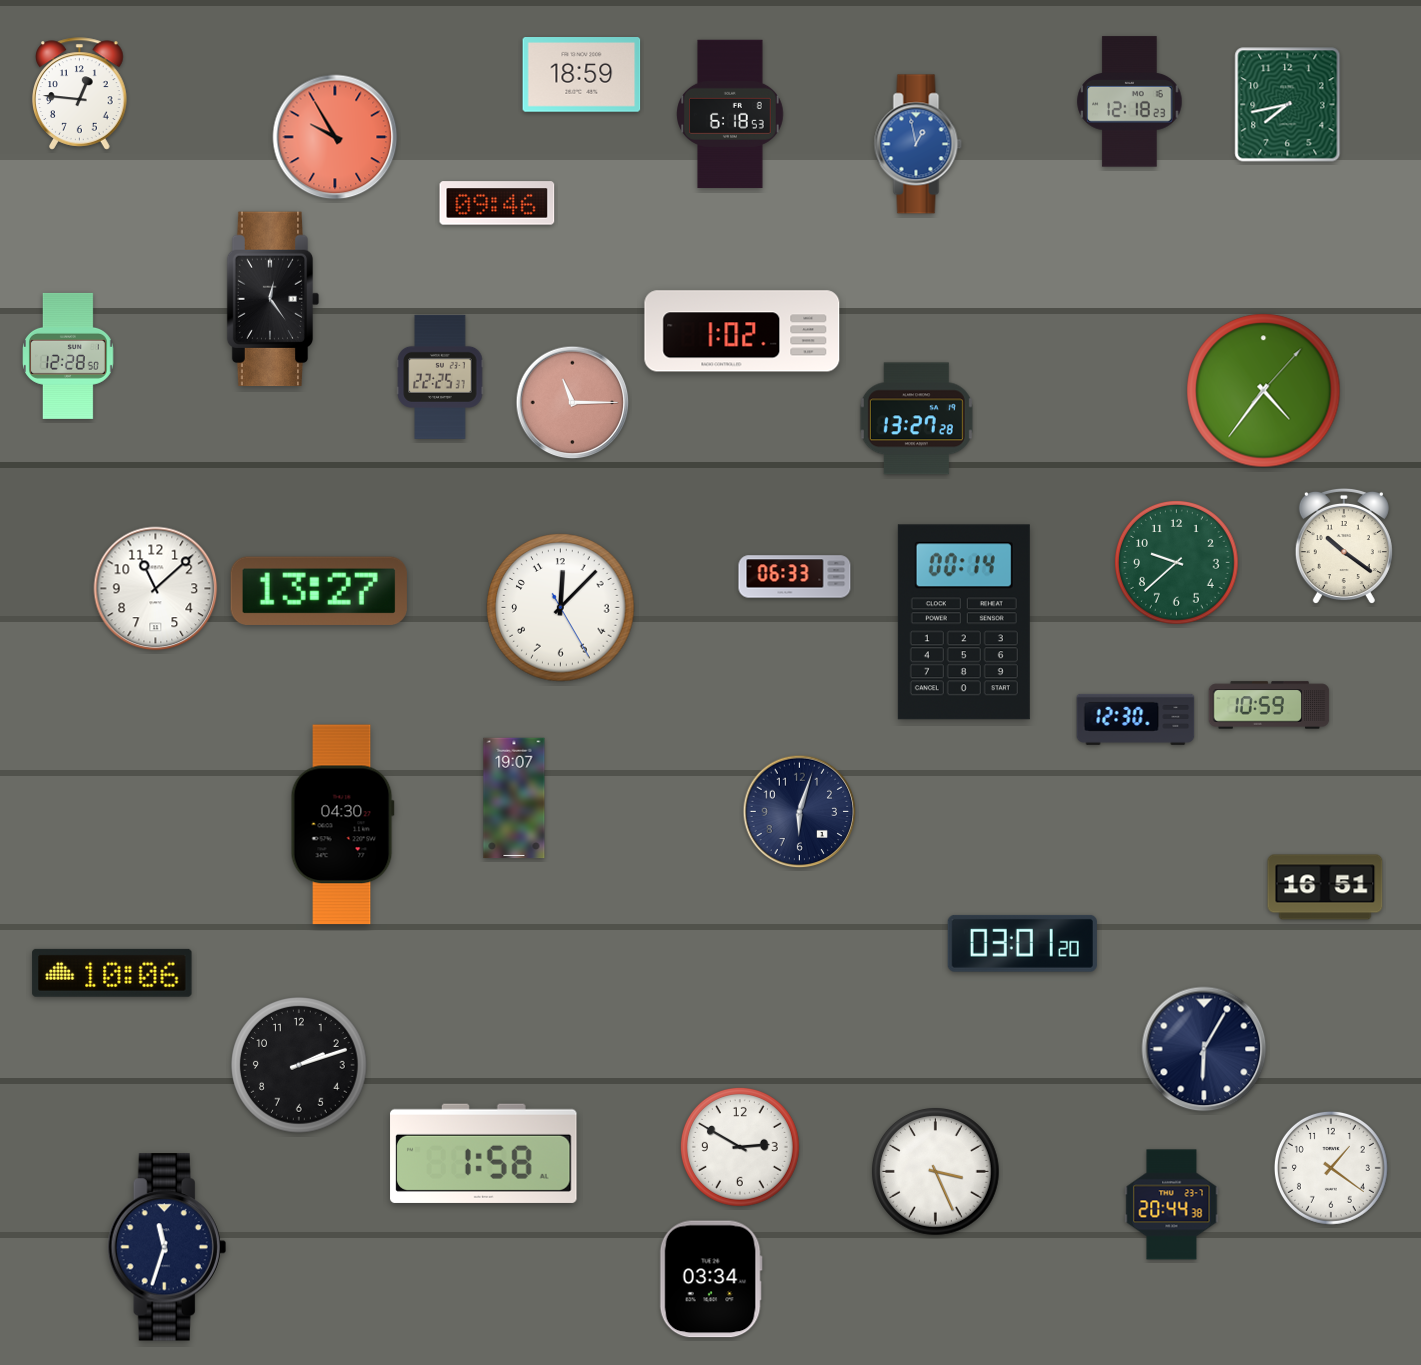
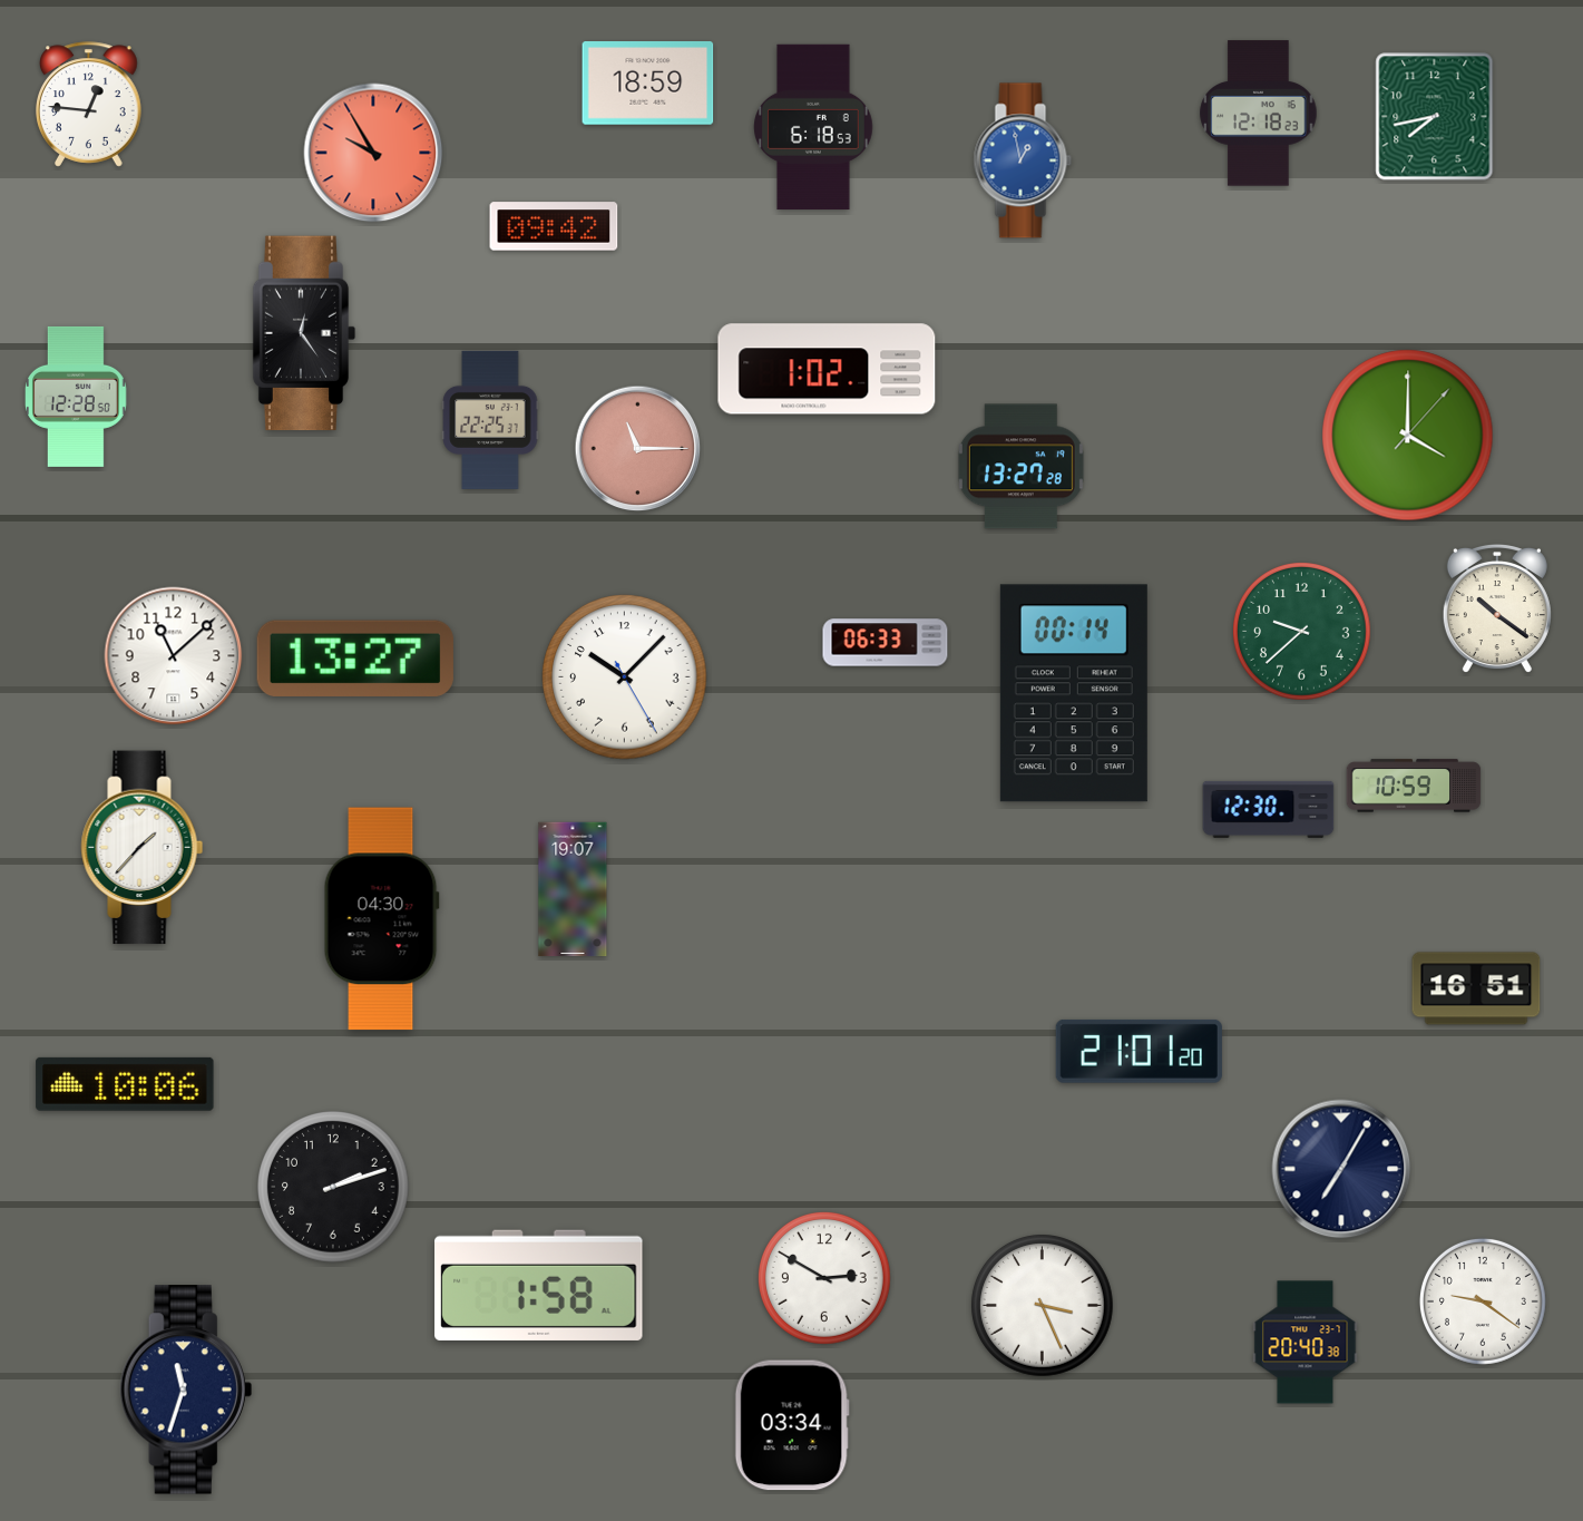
clock at (497, 203): 09:46 -> 09:42
clock at (1264, 391): 4:36 -> 4:00
clock at (1177, 563) position: (1177, 563) -> (1302, 632)
clock at (561, 608): 12:07 -> 10:07
clock at (1136, 719) position: (1136, 719) -> (1269, 809)
clock at (143, 848): none -> 1:37
clock at (800, 812): 6:03 -> none
clock at (1022, 943): 03:01 -> 21:01
clock at (1204, 1049): 6:05 -> 7:05
clock at (1331, 1168): 1:21 -> 9:21
clock at (1172, 1205): 20:44 -> 20:40
